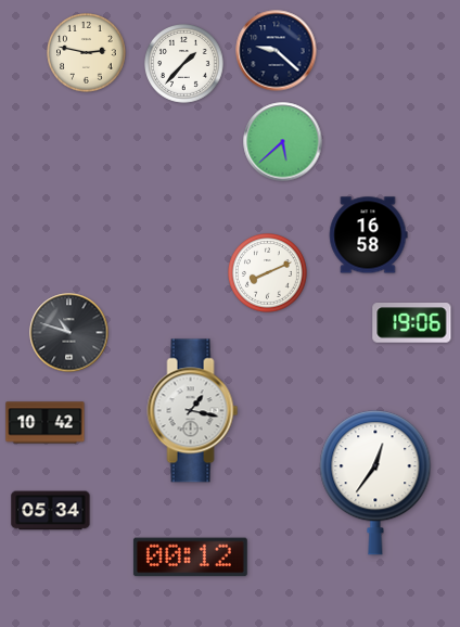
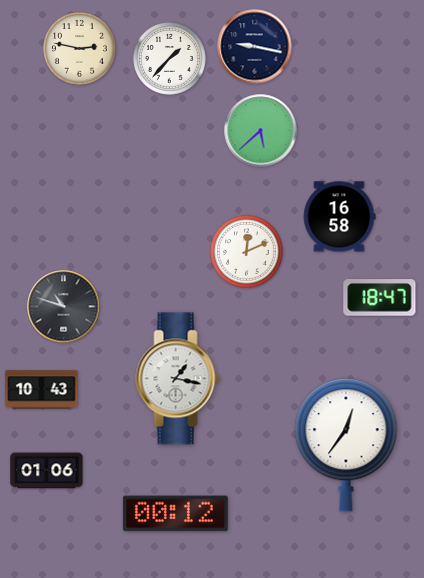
clock at (277, 51): 9:22 -> 9:17
clock at (268, 273): 8:11 -> 12:11
clock at (412, 323): 19:06 -> 18:47
clock at (46, 423): 10:42 -> 10:43
clock at (51, 511): 05:34 -> 01:06
